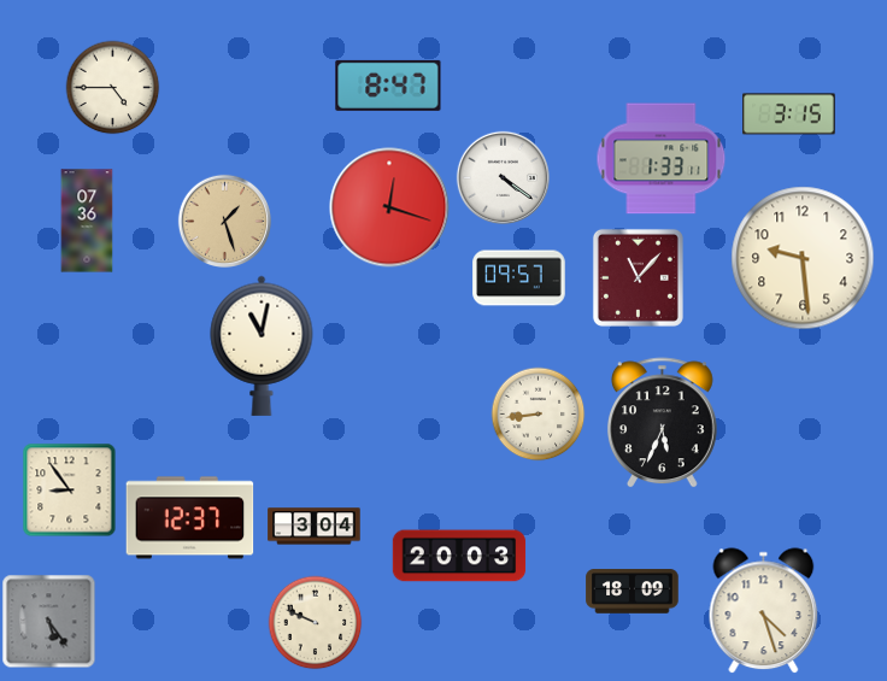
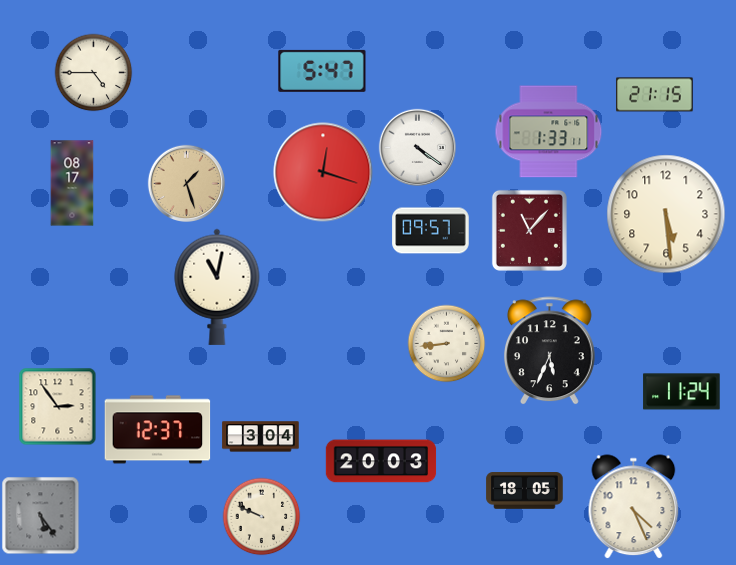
clock at (388, 86): 8:47 -> 5:47
clock at (789, 115): 3:15 -> 21:15
clock at (87, 221): 07:36 -> 08:17
clock at (803, 258): 9:29 -> 5:29
clock at (682, 392): none -> 11:24
clock at (69, 489): 8:54 -> 2:54
clock at (633, 592): 18:09 -> 18:05
clock at (764, 611): 4:27 -> 4:26
